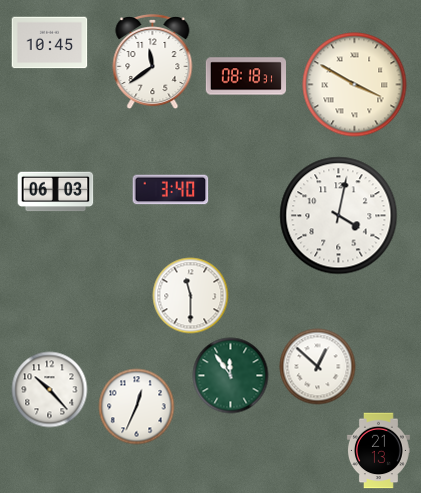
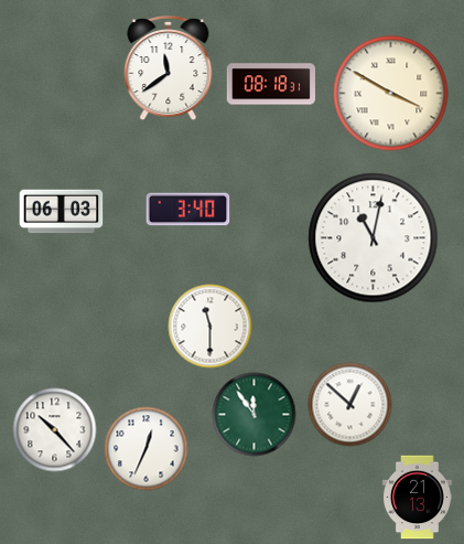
clock at (50, 43): 10:45 -> none
clock at (339, 216): 4:02 -> 11:02
clock at (137, 407) position: (137, 407) -> (147, 449)
